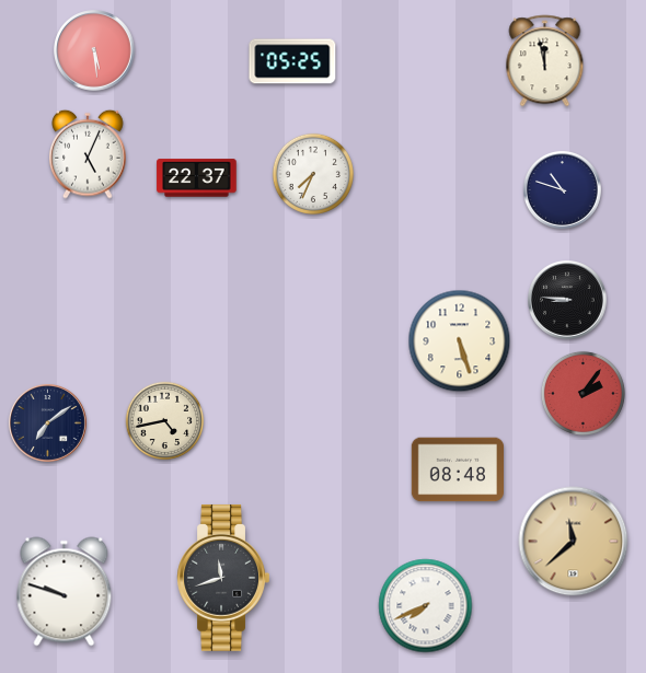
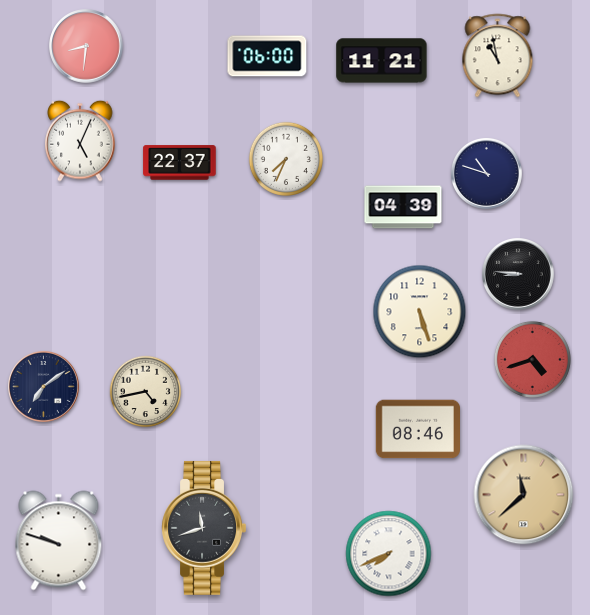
clock at (94, 50): 5:29 -> 8:31
clock at (292, 61): 05:25 -> 06:00
clock at (545, 61): 11:58 -> 10:58
clock at (382, 61): none -> 11:21
clock at (562, 189) position: (562, 189) -> (486, 173)
clock at (403, 207): none -> 04:39
clock at (582, 393): 2:06 -> 4:42
clock at (165, 421) position: (165, 421) -> (146, 392)
clock at (457, 469): 08:48 -> 08:46
